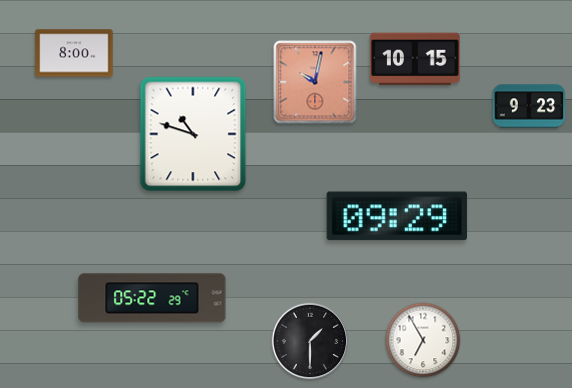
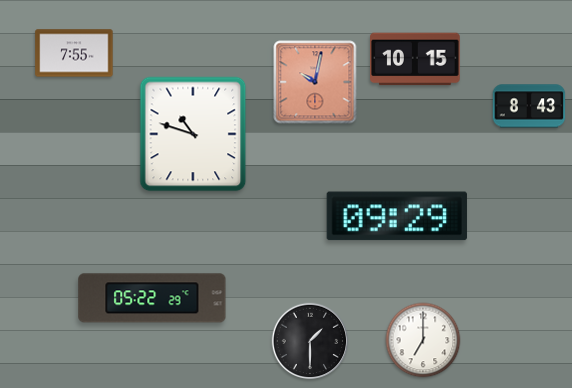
clock at (74, 53): 8:00 -> 7:55
clock at (529, 106): 9:23 -> 8:43
clock at (423, 340): 6:55 -> 7:00
